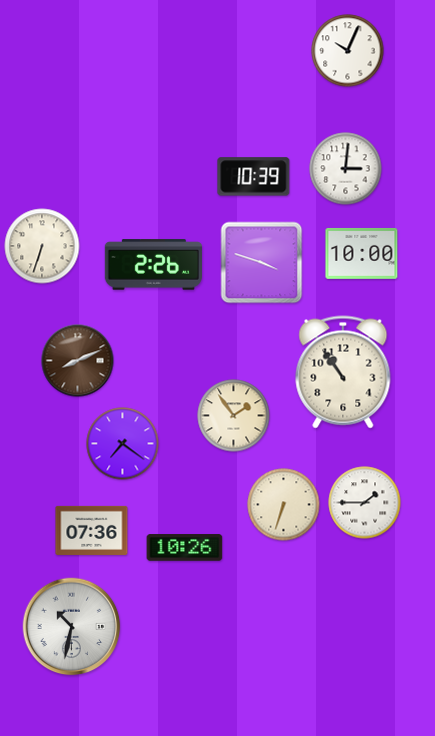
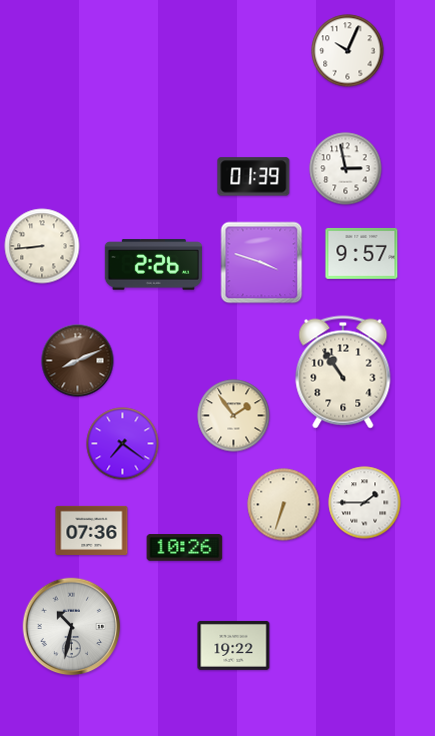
clock at (346, 169): 3:01 -> 2:58
clock at (254, 177): 10:39 -> 01:39
clock at (42, 246): 6:33 -> 8:44
clock at (362, 253): 10:00 -> 9:57
clock at (234, 645): none -> 19:22
